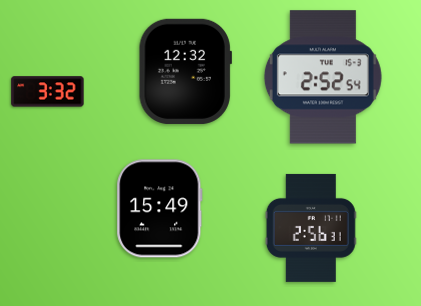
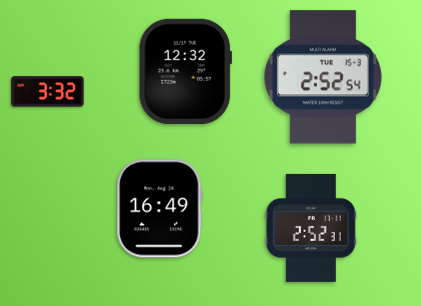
clock at (160, 209): 15:49 -> 16:49
clock at (311, 228): 2:56 -> 2:52
